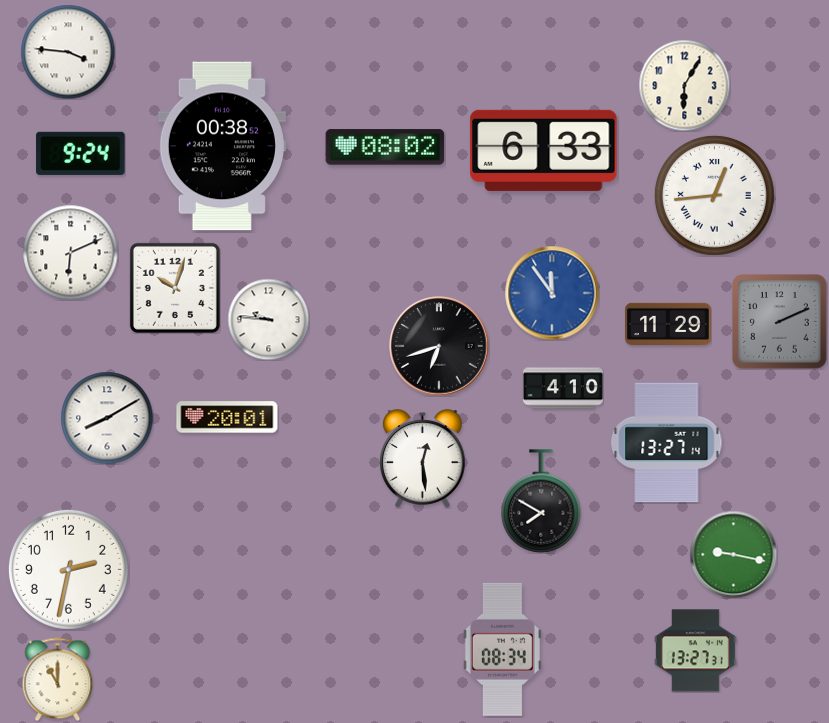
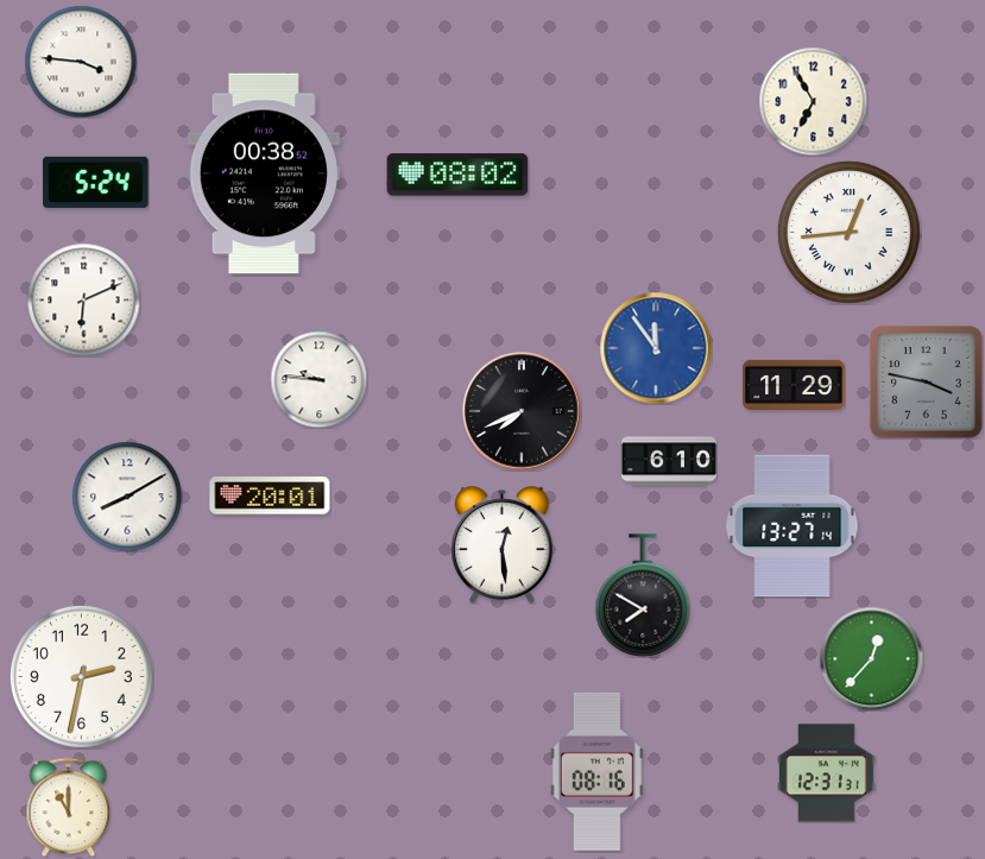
clock at (684, 85): 6:05 -> 6:55
clock at (544, 150): 6:33 -> none
clock at (81, 153): 9:24 -> 5:24
clock at (175, 288): 10:03 -> none
clock at (780, 322): 2:11 -> 3:47
clock at (439, 346): 6:42 -> 7:41
clock at (563, 388): 4:10 -> 6:10
clock at (733, 554): 9:17 -> 12:37
clock at (502, 649): 08:34 -> 08:16
clock at (695, 651): 13:27 -> 12:31
